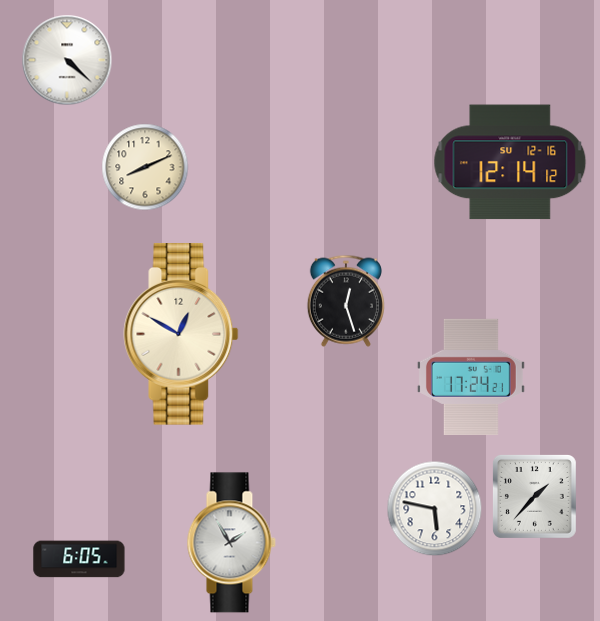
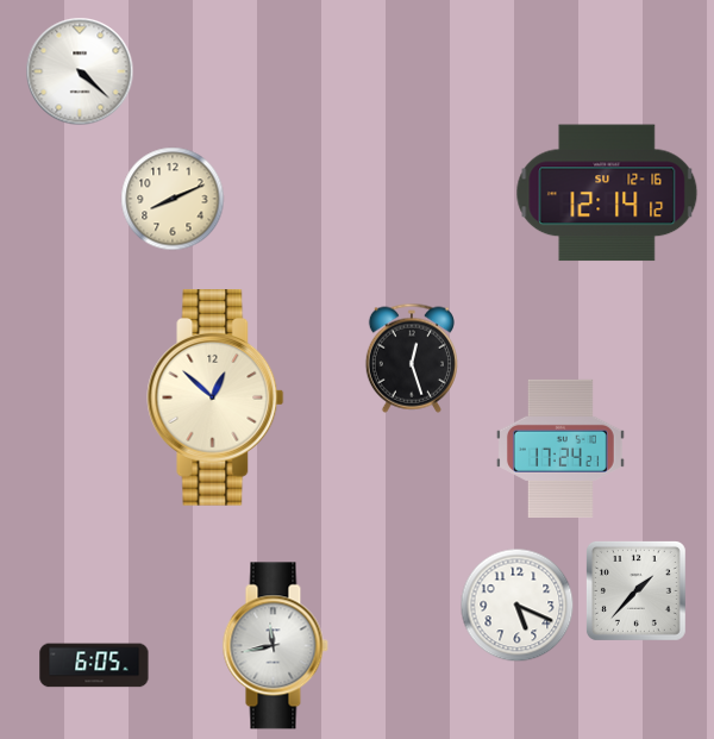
clock at (181, 335): 12:50 -> 12:52
clock at (435, 509): 5:47 -> 5:19
clock at (231, 543): 1:55 -> 11:43
